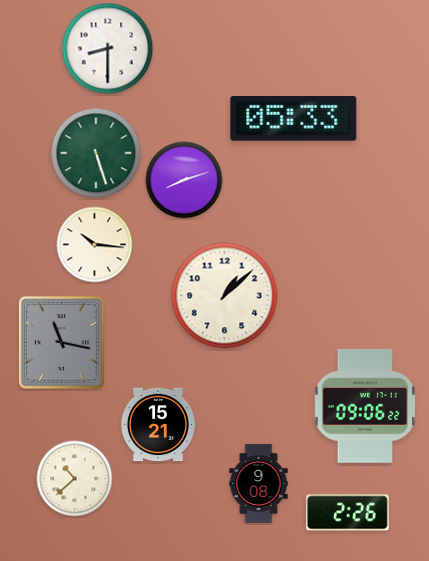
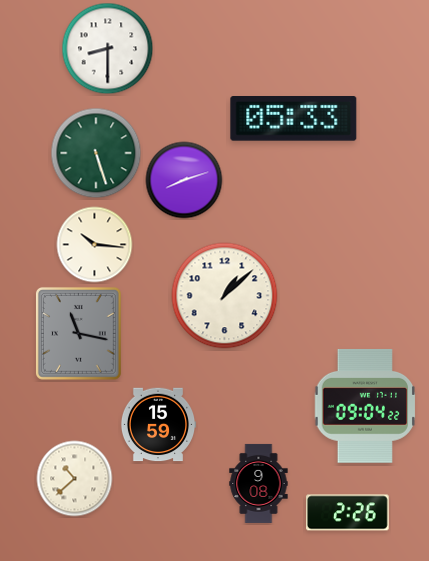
clock at (61, 342) position: (61, 342) -> (78, 333)
clock at (365, 406): 09:06 -> 09:04
clock at (158, 425): 15:21 -> 15:59
